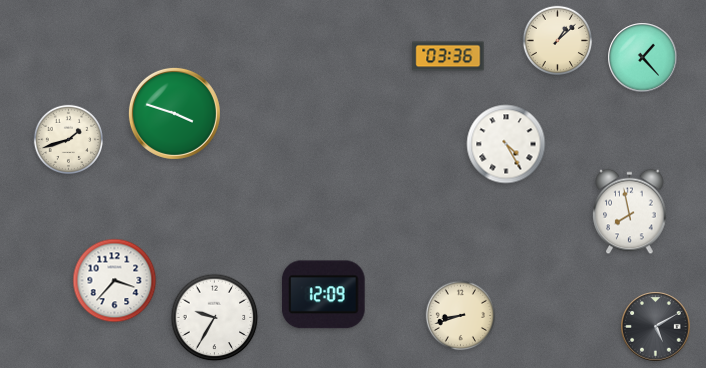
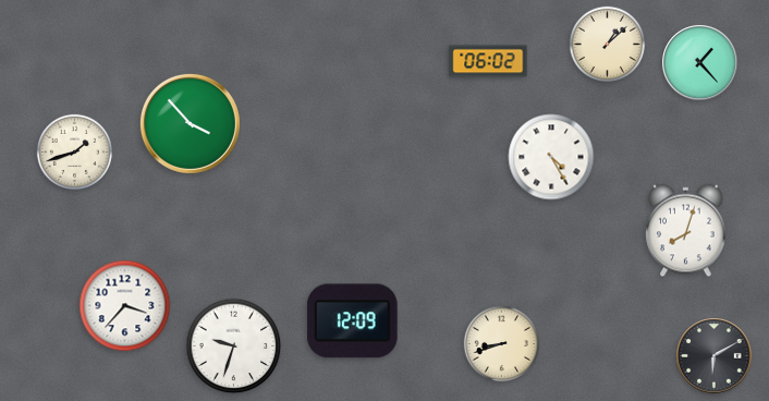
clock at (448, 56): 03:36 -> 06:02
clock at (174, 113): 3:48 -> 3:53
clock at (630, 212): 7:58 -> 8:03
clock at (215, 318): 9:35 -> 9:33
clock at (656, 327): 5:10 -> 6:10
